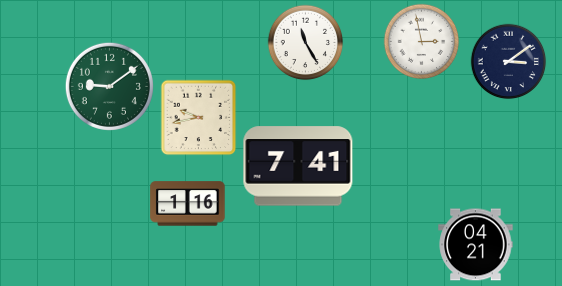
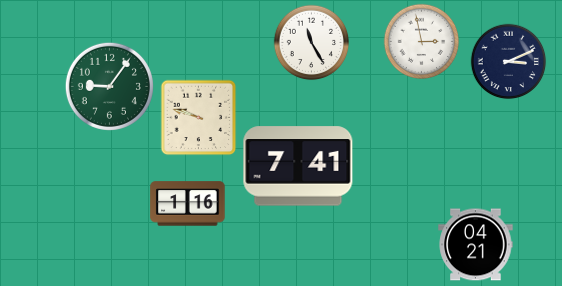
clock at (306, 43) position: (306, 43) -> (312, 43)
clock at (509, 62): 3:09 -> 3:11
clock at (109, 86): 9:09 -> 9:06
clock at (199, 118): 9:43 -> 9:48
